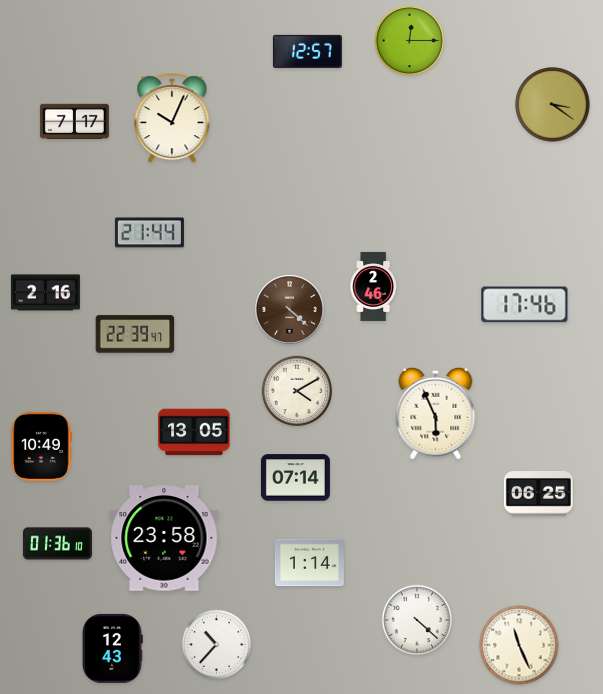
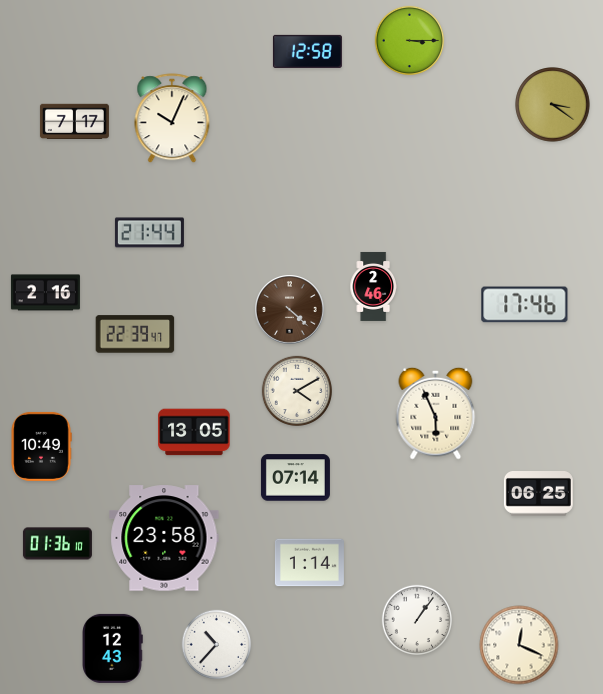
clock at (410, 41): 12:15 -> 3:15
clock at (307, 51): 12:57 -> 12:58
clock at (416, 619): 4:22 -> 1:06
clock at (519, 645): 11:26 -> 12:19
